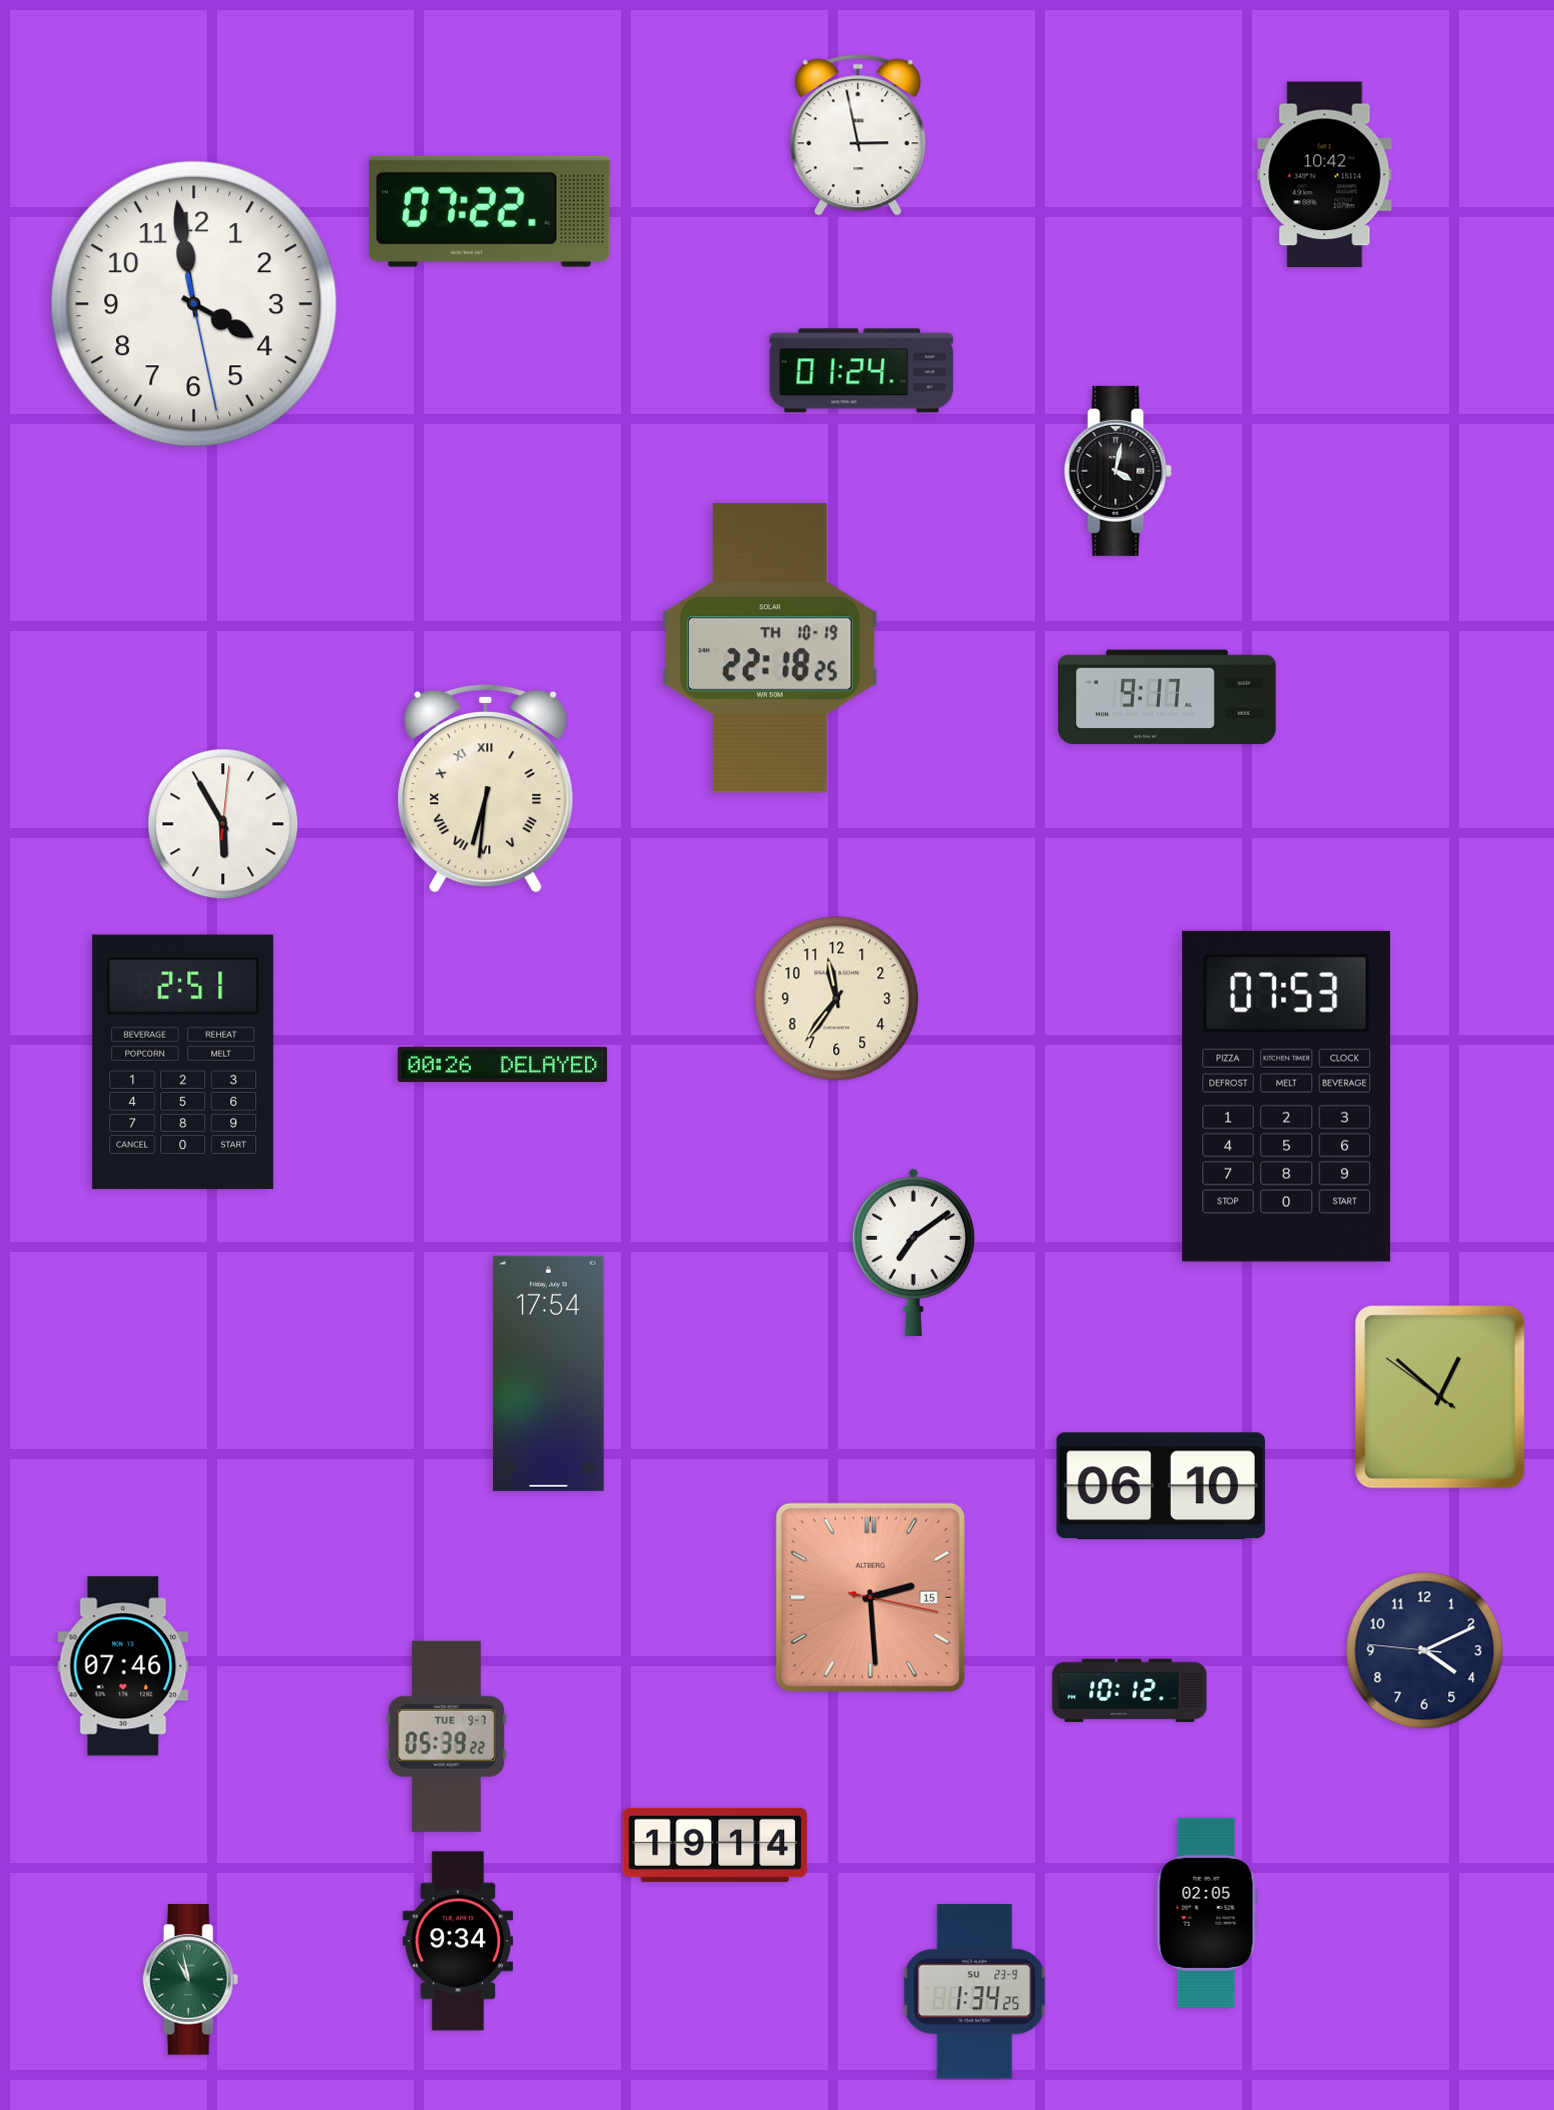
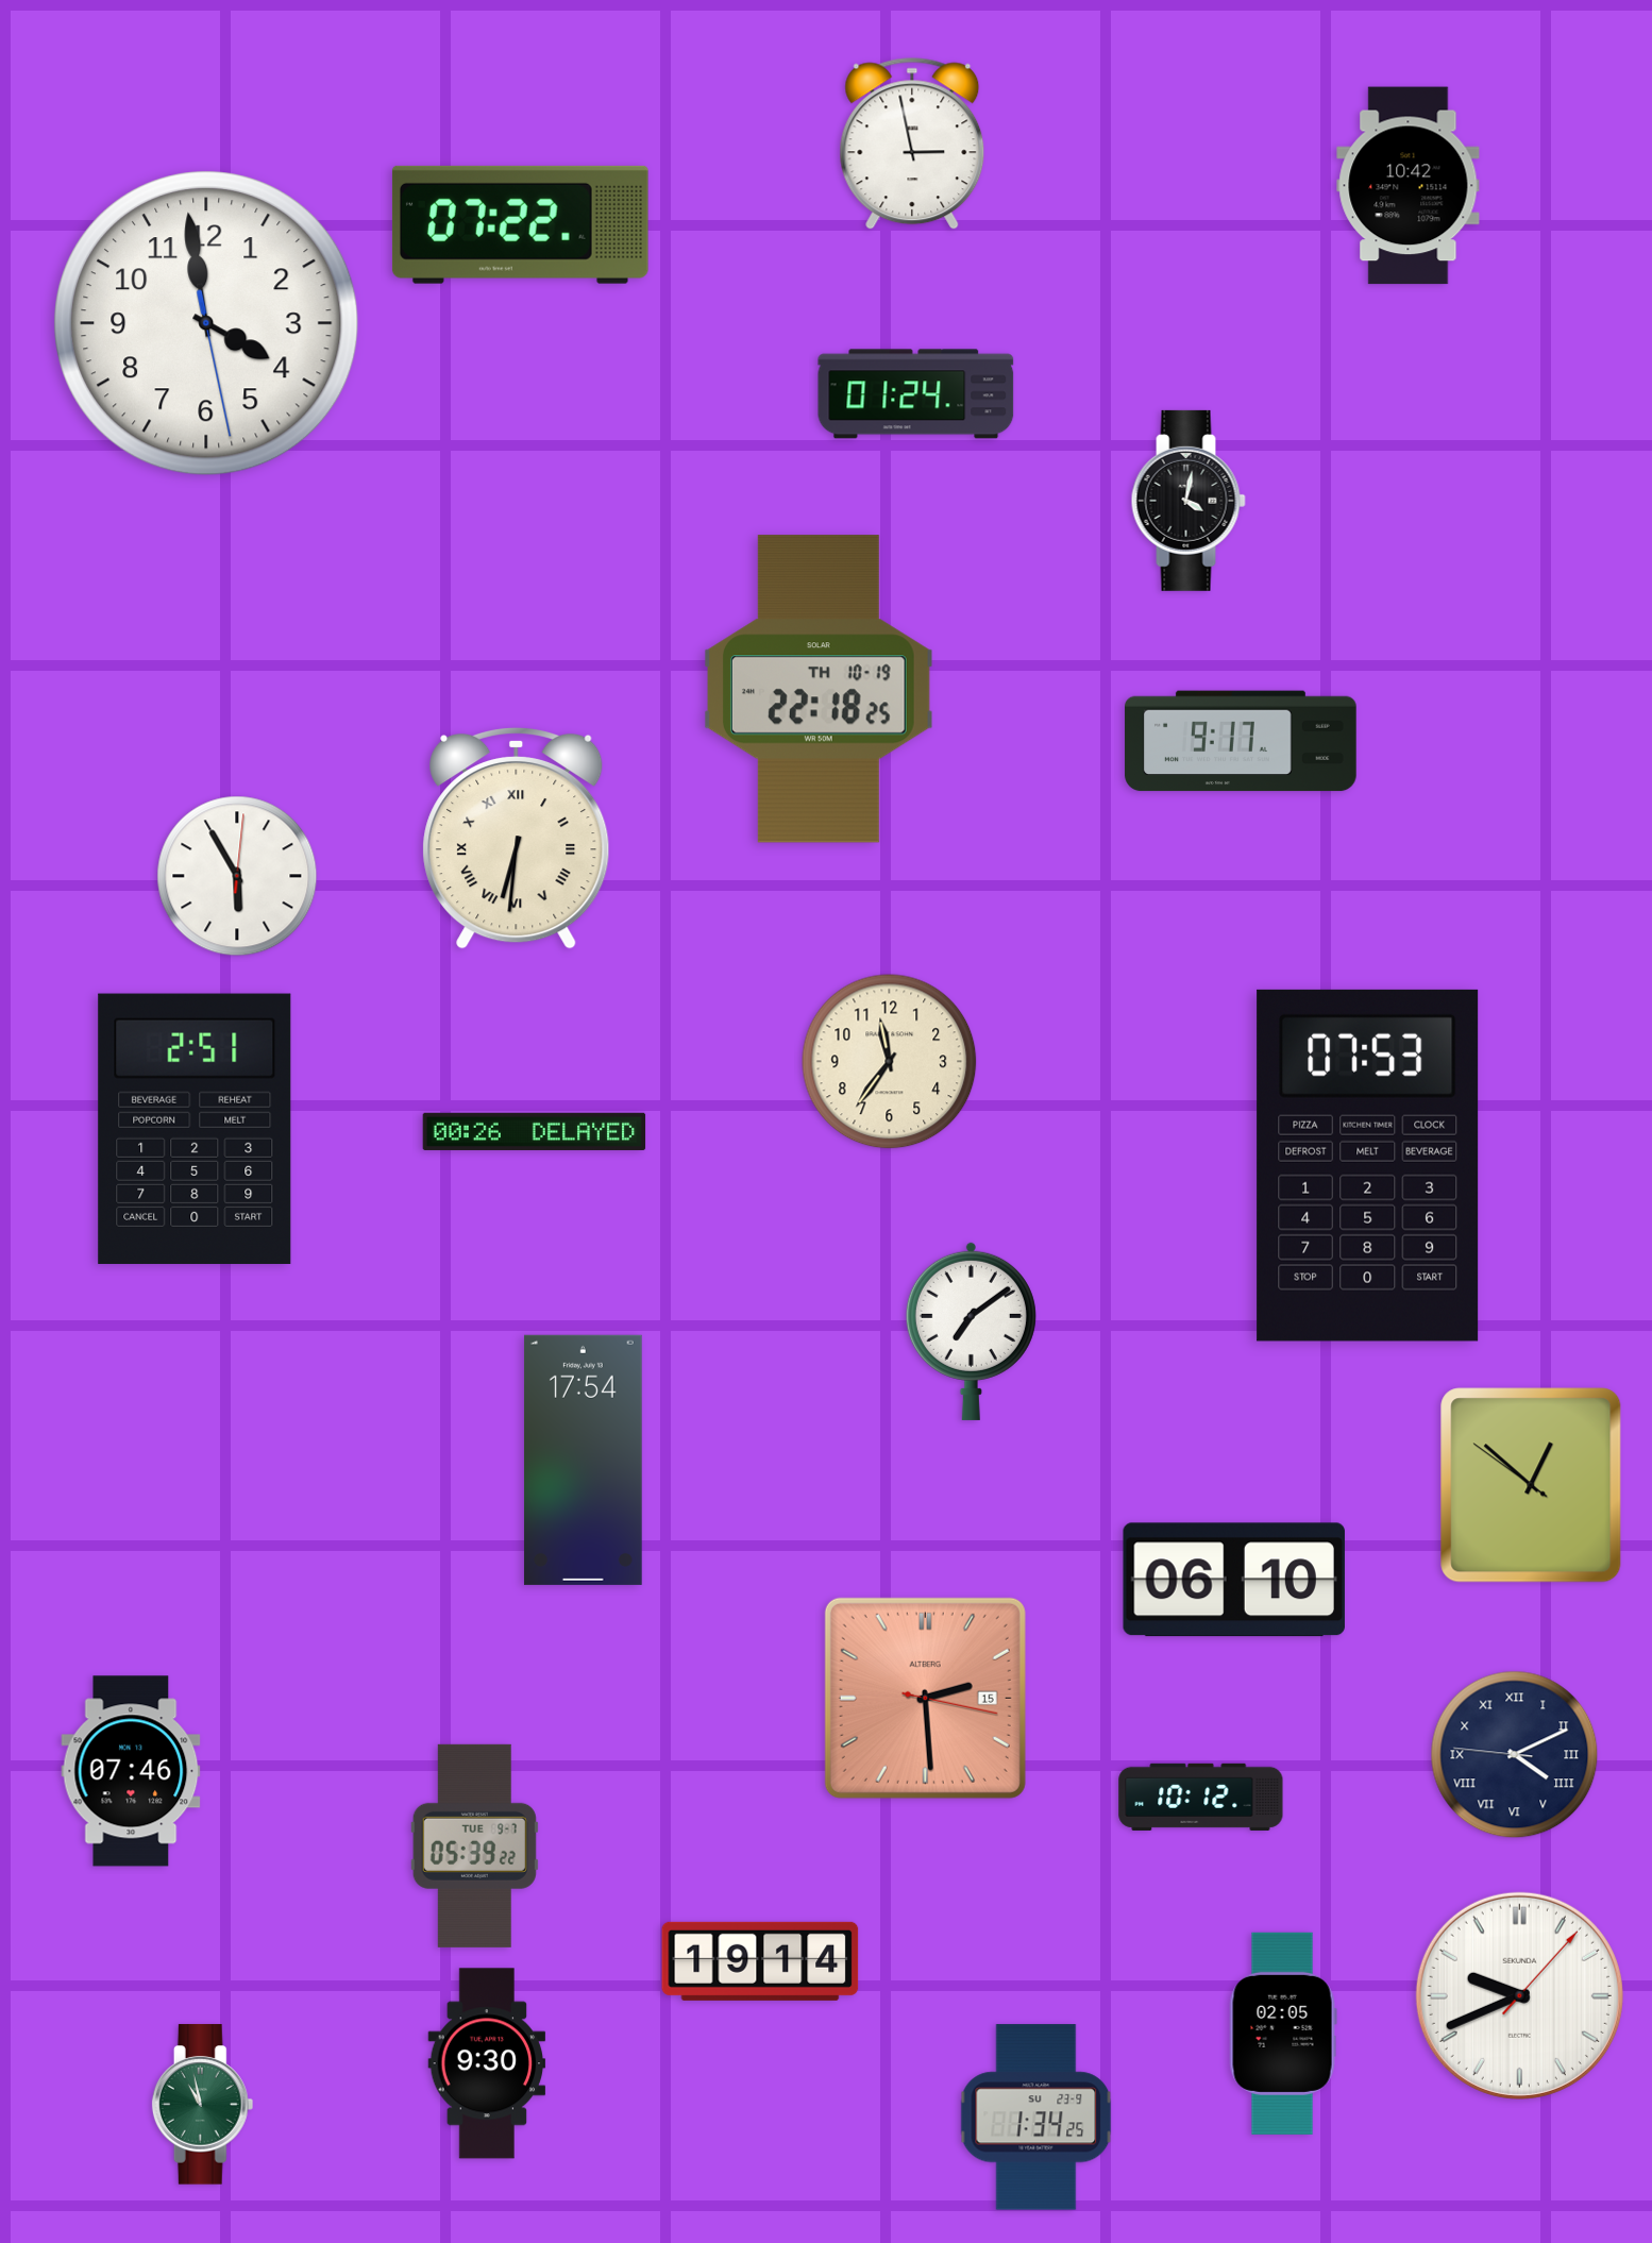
clock at (1425, 1651) numerals: Arabic -> Roman
clock at (1519, 1995): none -> 9:41
clock at (458, 1941): 9:34 -> 9:30
